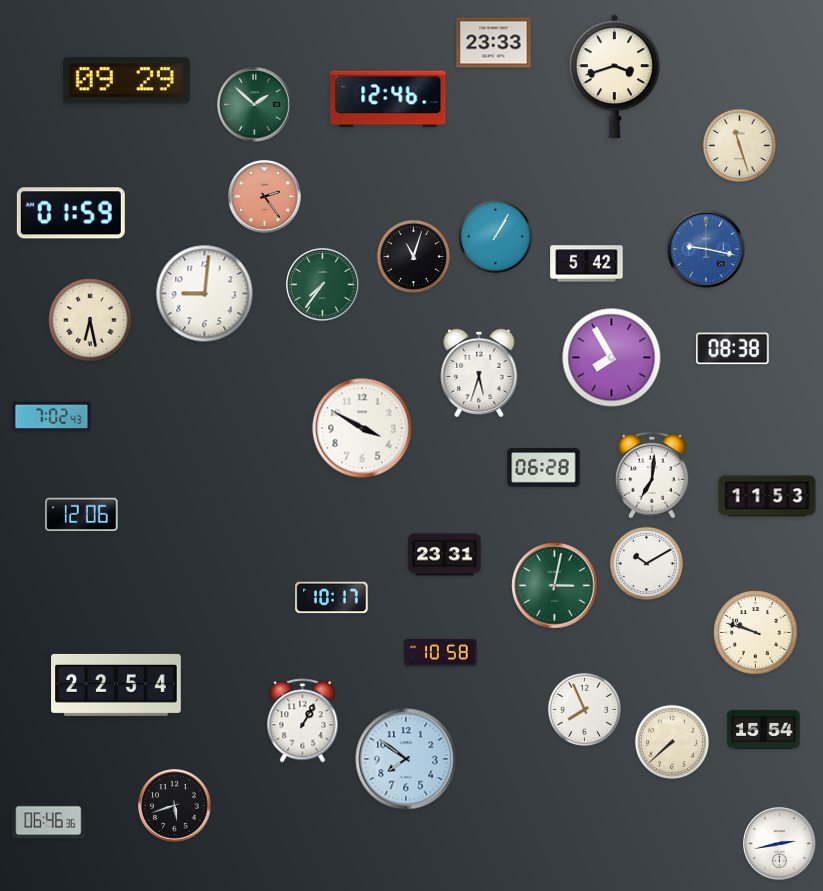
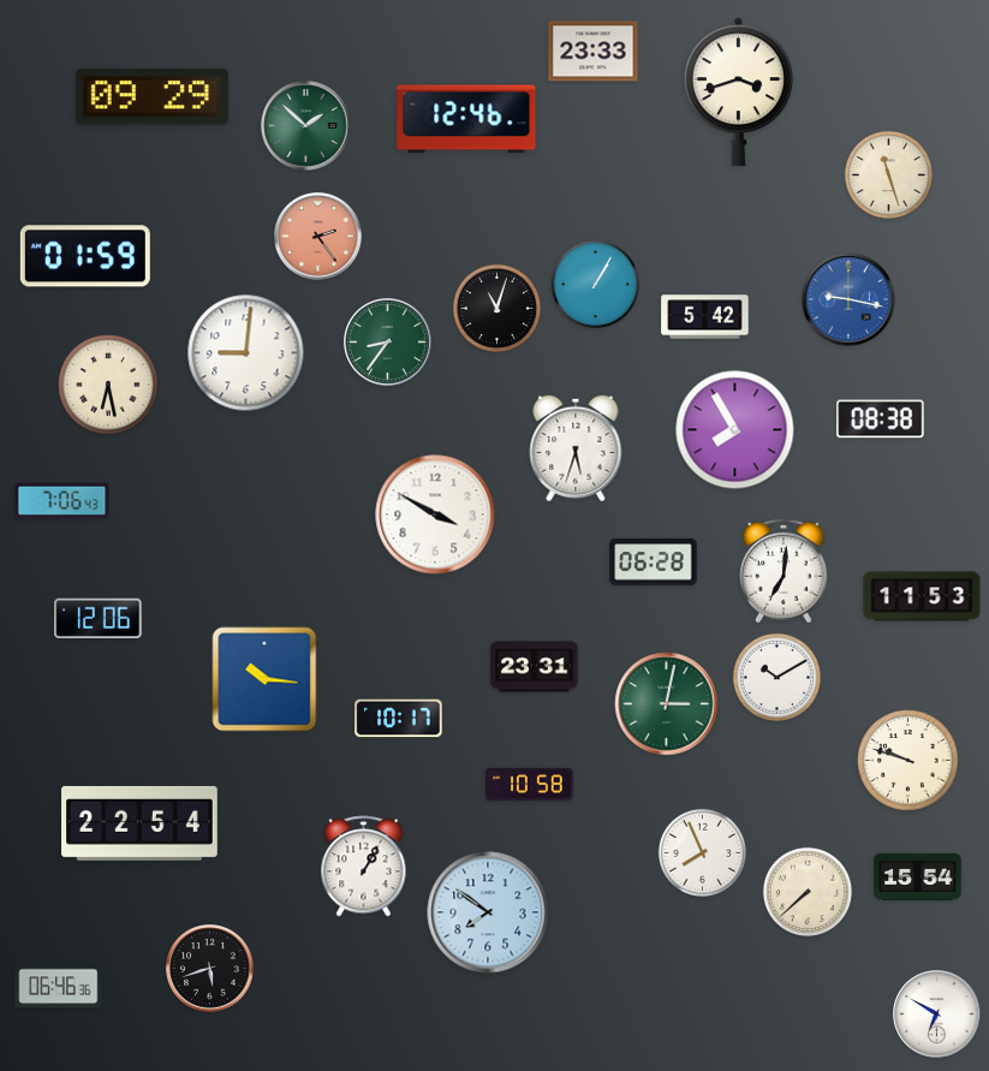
clock at (323, 285): 7:36 -> 8:36
clock at (52, 417): 7:02 -> 7:06
clock at (264, 679): none -> 10:16
clock at (780, 844): 2:43 -> 6:50
